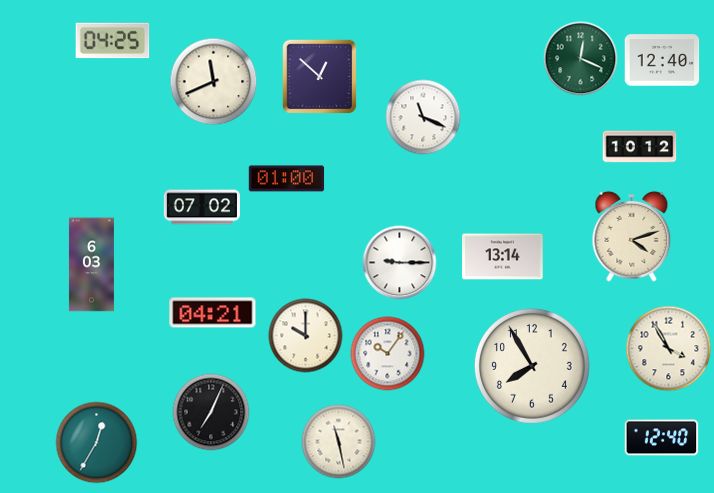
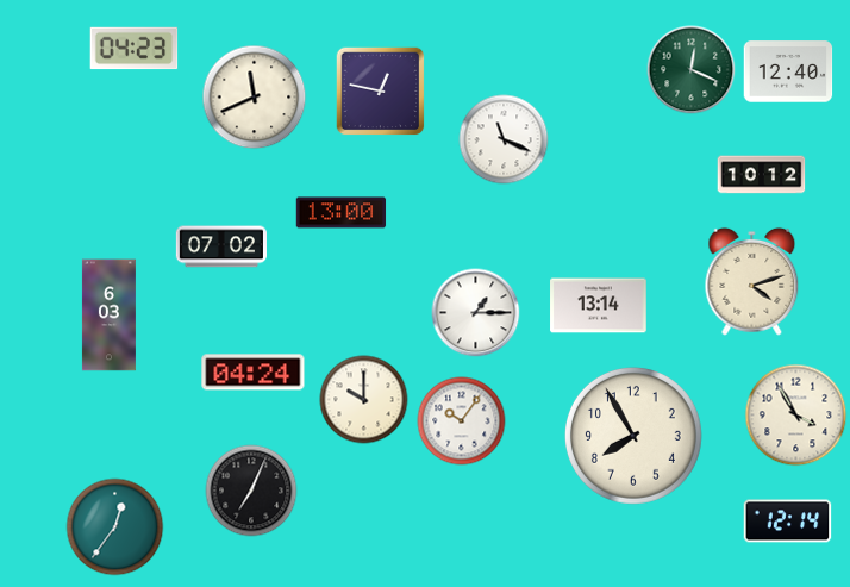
clock at (113, 41): 04:25 -> 04:23
clock at (320, 77): 12:52 -> 12:47
clock at (287, 179): 01:00 -> 13:00
clock at (201, 207) position: (201, 207) -> (220, 246)
clock at (400, 263): 9:15 -> 1:15
clock at (213, 313): 04:21 -> 04:24
clock at (662, 438): 12:40 -> 12:14
clock at (339, 442): 11:28 -> none
clock at (97, 443): 12:35 -> 12:36
